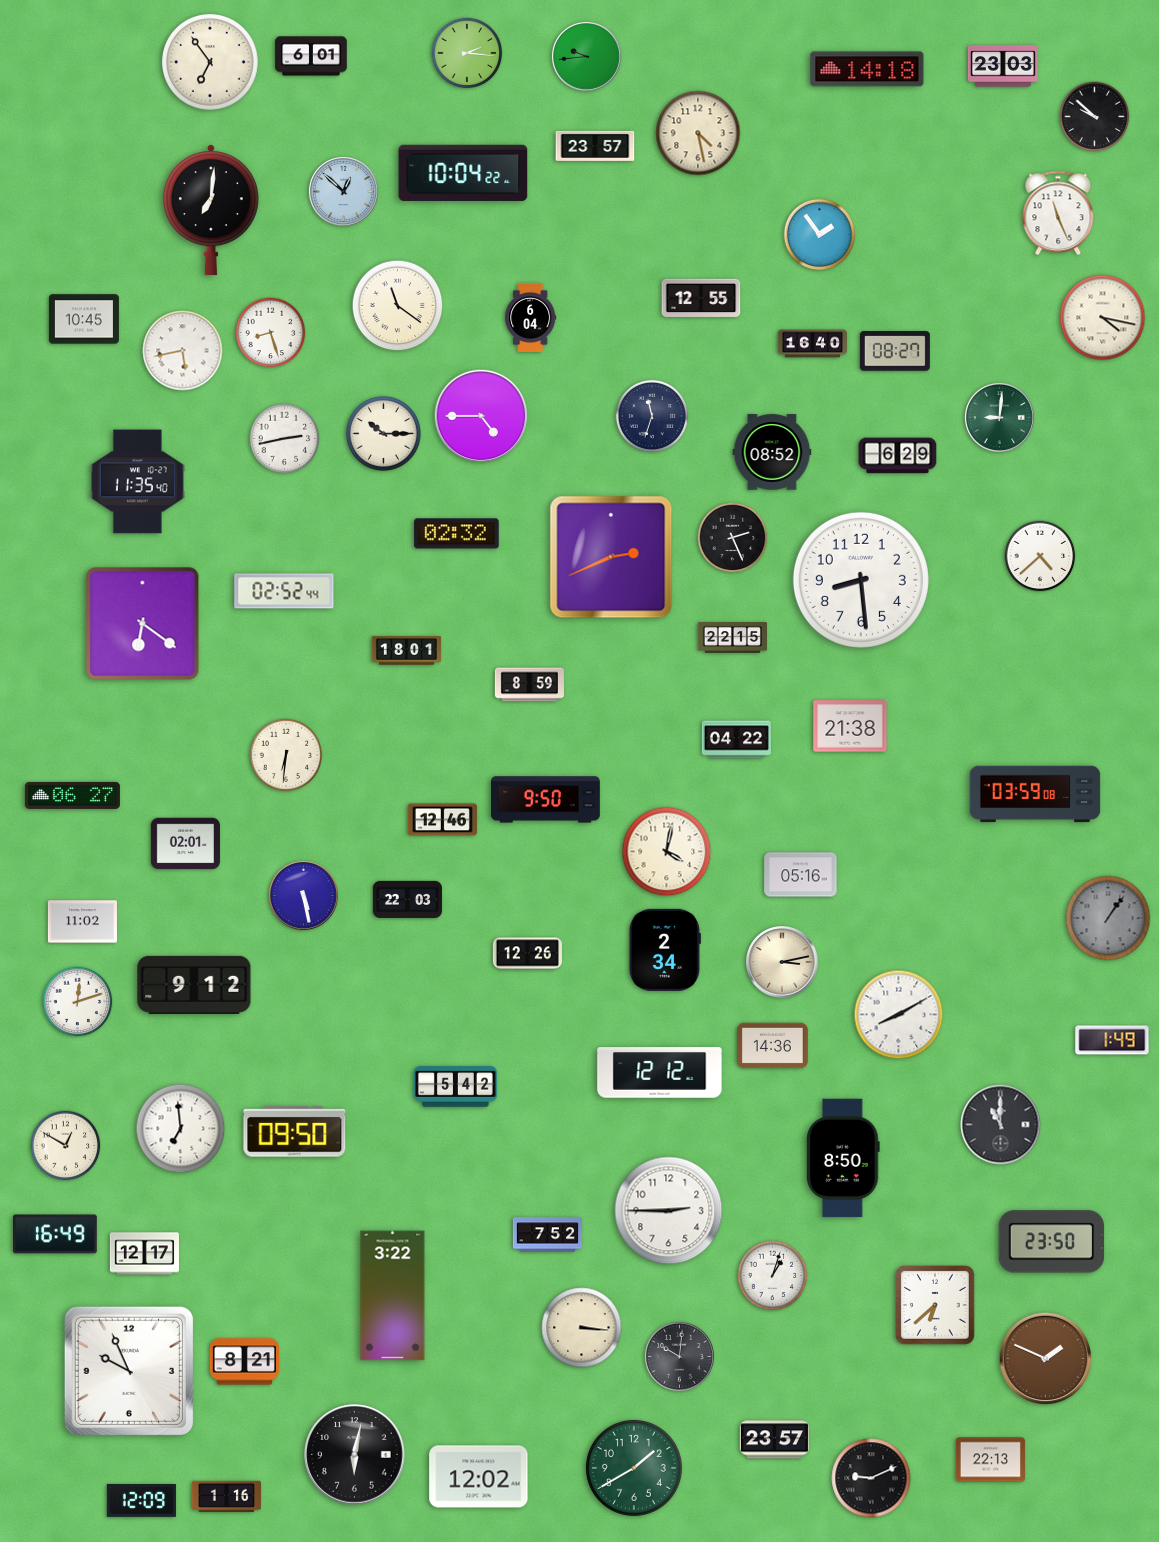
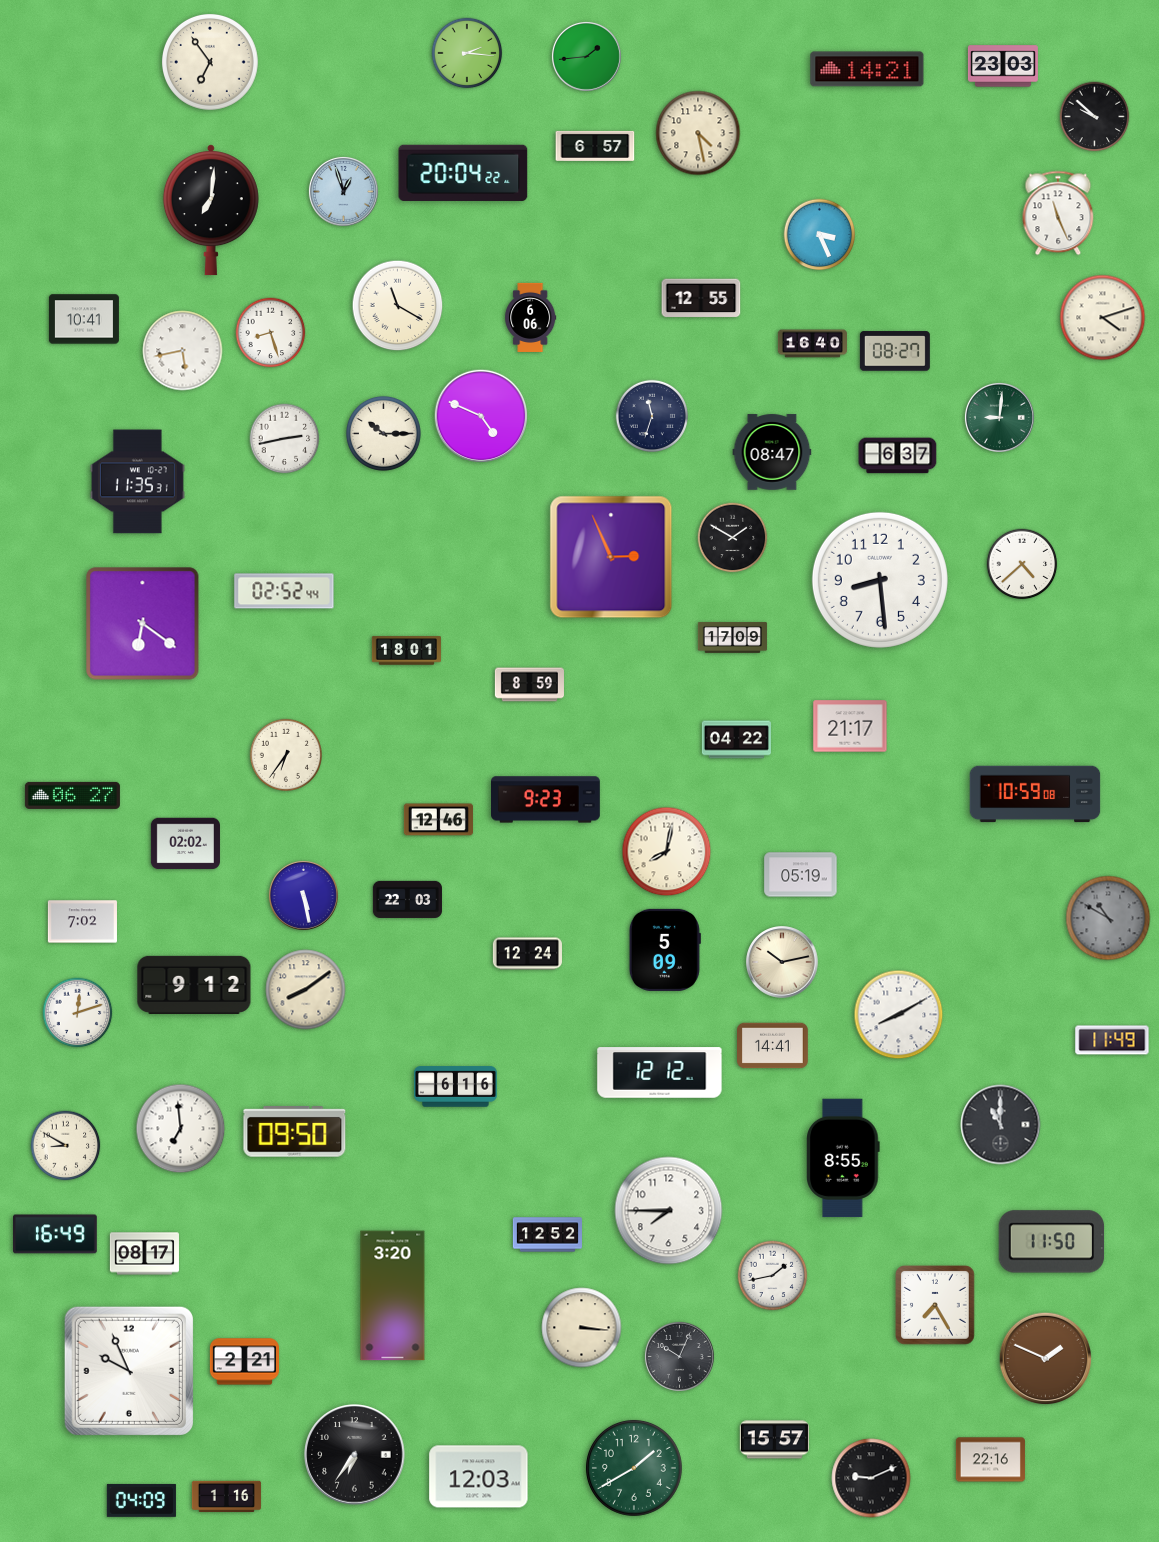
clock at (311, 56): 6:01 -> none
clock at (586, 56): 9:44 -> 1:44
clock at (867, 69): 14:18 -> 14:21
clock at (595, 146): 23:57 -> 6:57
clock at (463, 173): 10:04 -> 20:04
clock at (343, 191): 12:52 -> 12:57
clock at (820, 235): 1:54 -> 3:26
clock at (398, 306): 11:21 -> 11:20
clock at (531, 317): 6:04 -> 6:06
clock at (1103, 318): 4:17 -> 4:12
clock at (84, 319): 10:45 -> 10:41
clock at (481, 416): 4:45 -> 4:49
clock at (772, 452): 08:52 -> 08:47
clock at (898, 456): 6:29 -> 6:37
clock at (137, 482): 11:35:40 -> 11:35:31
clock at (457, 534): 02:32 -> none
clock at (733, 538): 2:26 -> 1:50
clock at (1040, 556) position: (1040, 556) -> (1022, 564)
clock at (611, 557): 2:41 -> 2:56
clock at (861, 580) position: (861, 580) -> (880, 580)
clock at (732, 638): 22:15 -> 17:09
clock at (850, 726): 21:38 -> 21:17
clock at (285, 754): 6:31 -> 6:36
clock at (1035, 794): 03:59 -> 10:59
clock at (546, 800): 9:50 -> 9:23
clock at (442, 820) position: (442, 820) -> (438, 820)
clock at (185, 844): 02:01 -> 02:02
clock at (667, 852): 4:02 -> 8:02
clock at (801, 875): 05:16 -> 05:19
clock at (1108, 918): 1:06 -> 10:50
clock at (82, 922): 11:02 -> 7:02
clock at (665, 950): 2:34 -> 5:09
clock at (527, 954): 12:26 -> 12:24
clock at (782, 962): 3:13 -> 10:13
clock at (306, 990): none -> 8:09
clock at (78, 1002) position: (78, 1002) -> (78, 1013)
clock at (1112, 1040): 1:49 -> 11:49
clock at (773, 1046): 14:36 -> 14:41
clock at (455, 1087): 5:42 -> 6:16
clock at (66, 1146): 12:50 -> 8:50
clock at (843, 1158): 8:50 -> 8:55
clock at (669, 1211): 2:45 -> 7:45
clock at (547, 1235): 7:52 -> 12:52
clock at (1052, 1242): 23:50 -> 11:50
clock at (144, 1254): 12:17 -> 08:17
clock at (773, 1276): 1:03 -> 1:43
clock at (393, 1296): 3:22 -> 3:20
clock at (936, 1306): 6:38 -> 7:25
clock at (679, 1356): 10:01 -> 10:04
clock at (244, 1362): 8:21 -> 2:21
clock at (774, 1440): 23:57 -> 15:57
clock at (355, 1455): 6:02 -> 6:36
clock at (990, 1460): 22:13 -> 22:16
clock at (479, 1477): 12:02 -> 12:03
clock at (141, 1500): 12:09 -> 04:09
